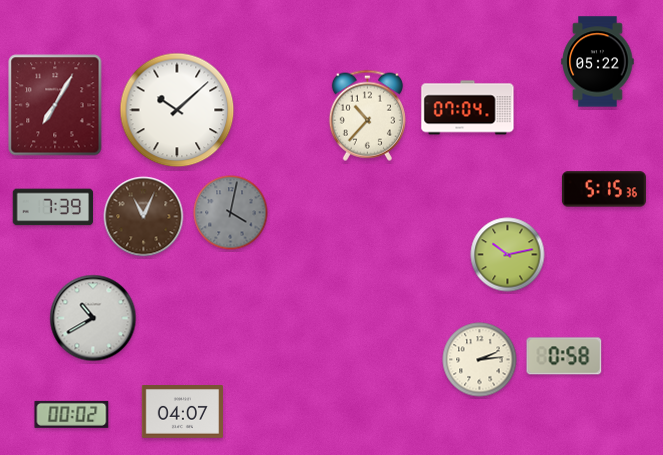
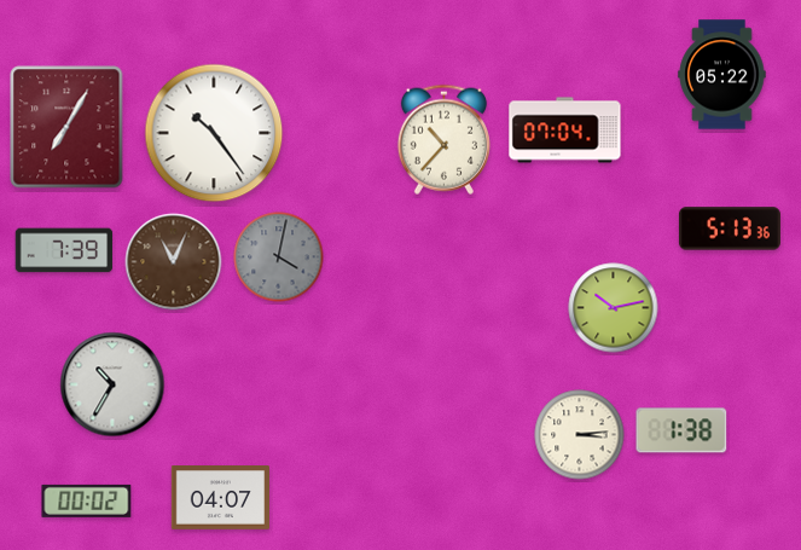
clock at (177, 110): 10:08 -> 10:24
clock at (604, 189): 5:15 -> 5:13
clock at (93, 318): 10:40 -> 10:35
clock at (564, 356): 0:58 -> 1:38
clock at (480, 360): 2:14 -> 3:14
